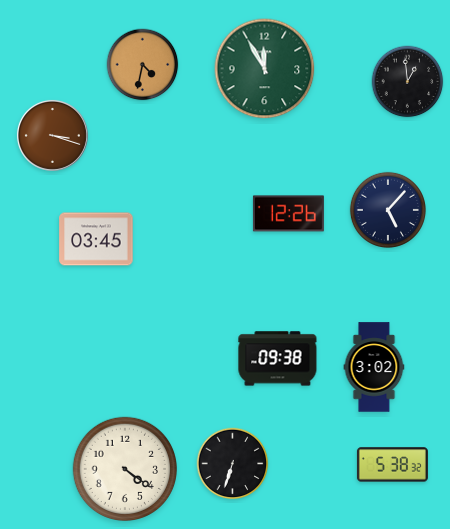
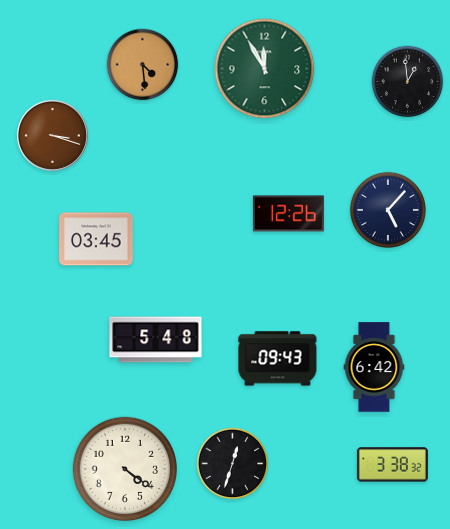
clock at (143, 65): 4:32 -> 4:29
clock at (156, 340): none -> 5:48
clock at (278, 359): 09:38 -> 09:43
clock at (374, 367): 3:02 -> 6:42
clock at (233, 464): 6:33 -> 12:33
clock at (392, 465): 5:38 -> 3:38
